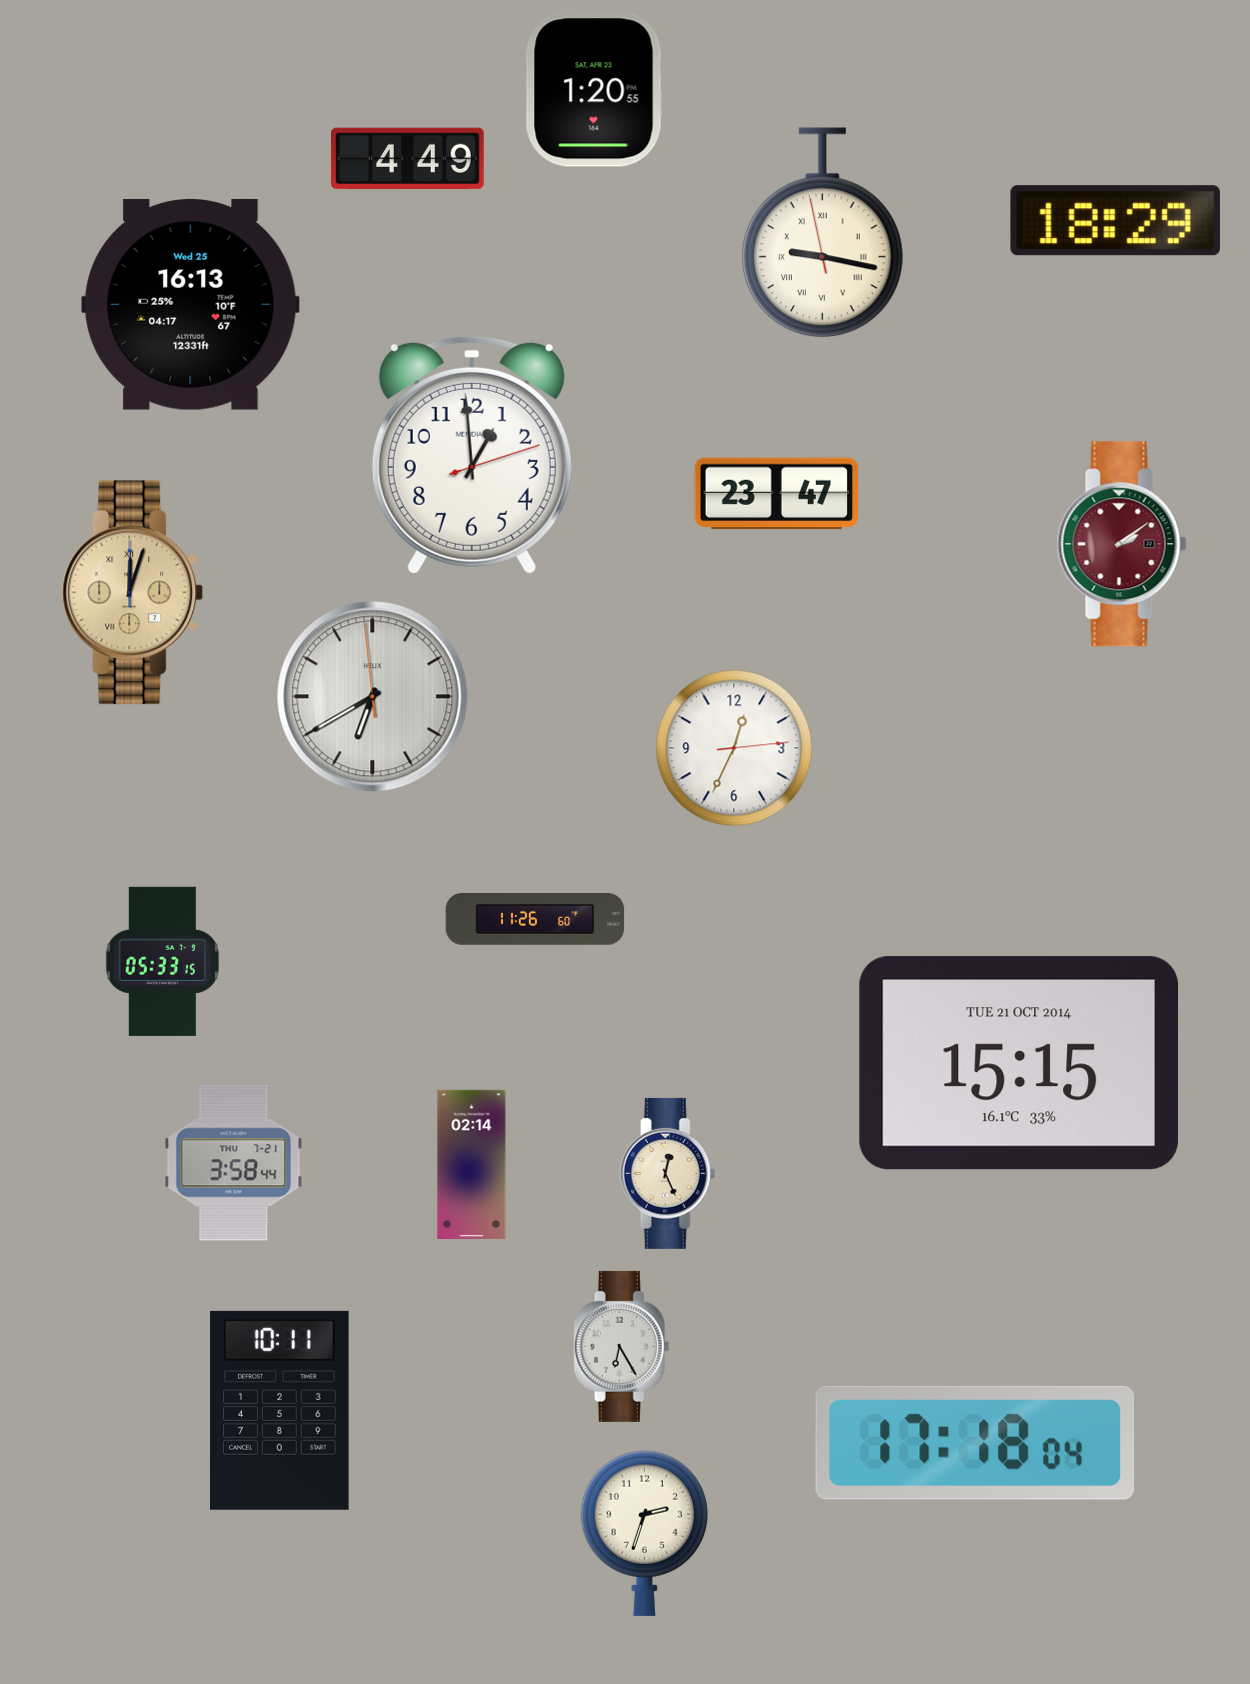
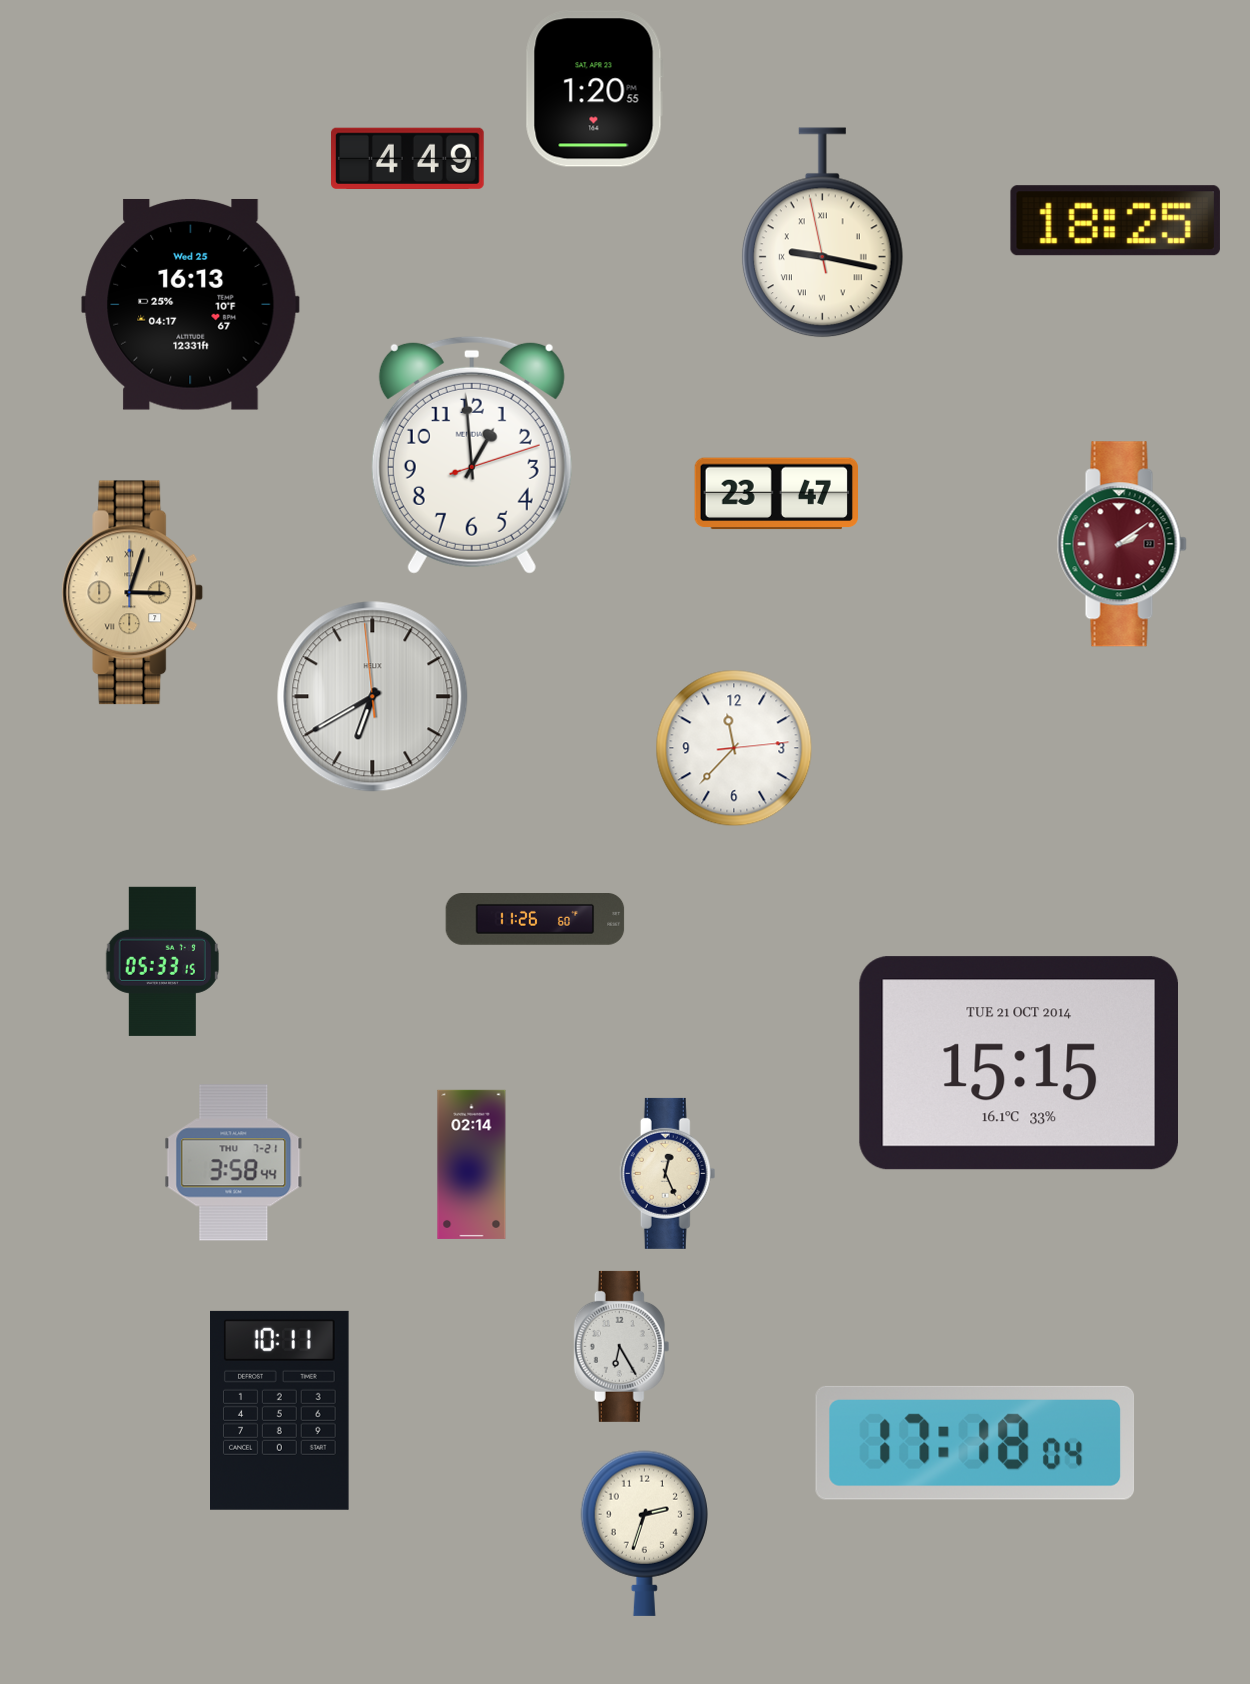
clock at (1115, 221): 18:29 -> 18:25
clock at (133, 593): 12:03 -> 3:03
clock at (734, 748): 12:34 -> 11:37
